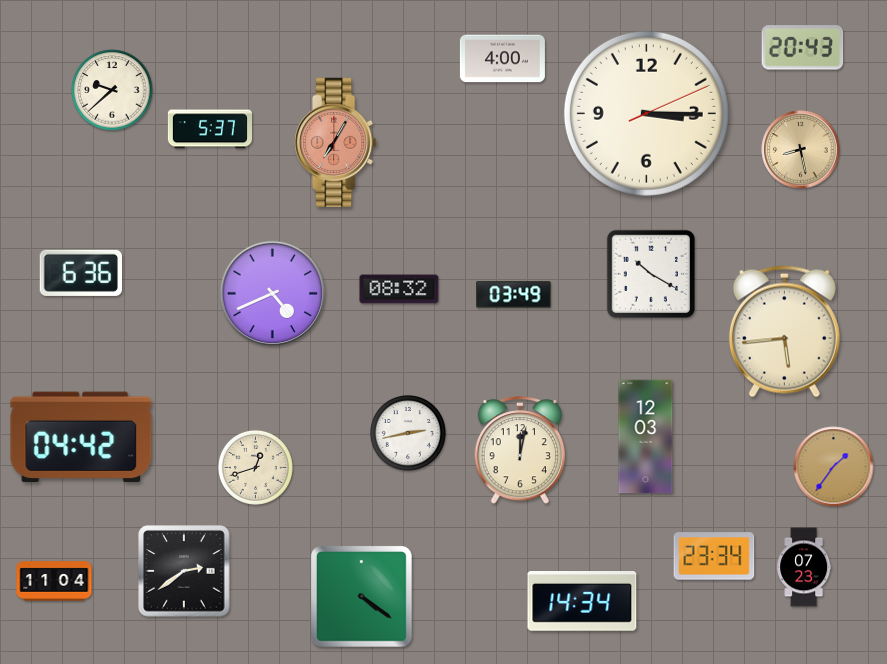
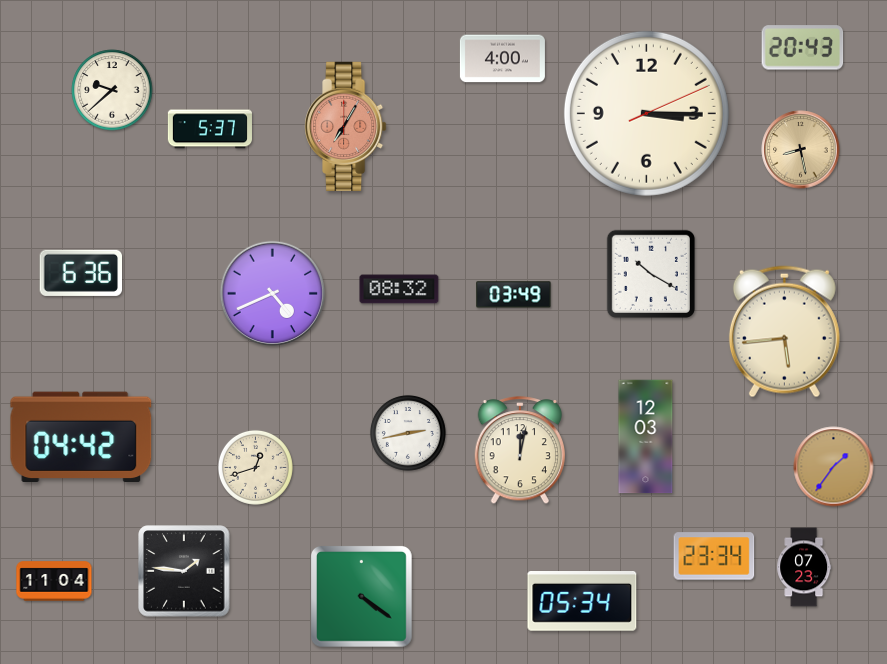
clock at (336, 142) position: (336, 142) -> (346, 126)
clock at (184, 571): 2:39 -> 1:46
clock at (582, 602): 14:34 -> 05:34
